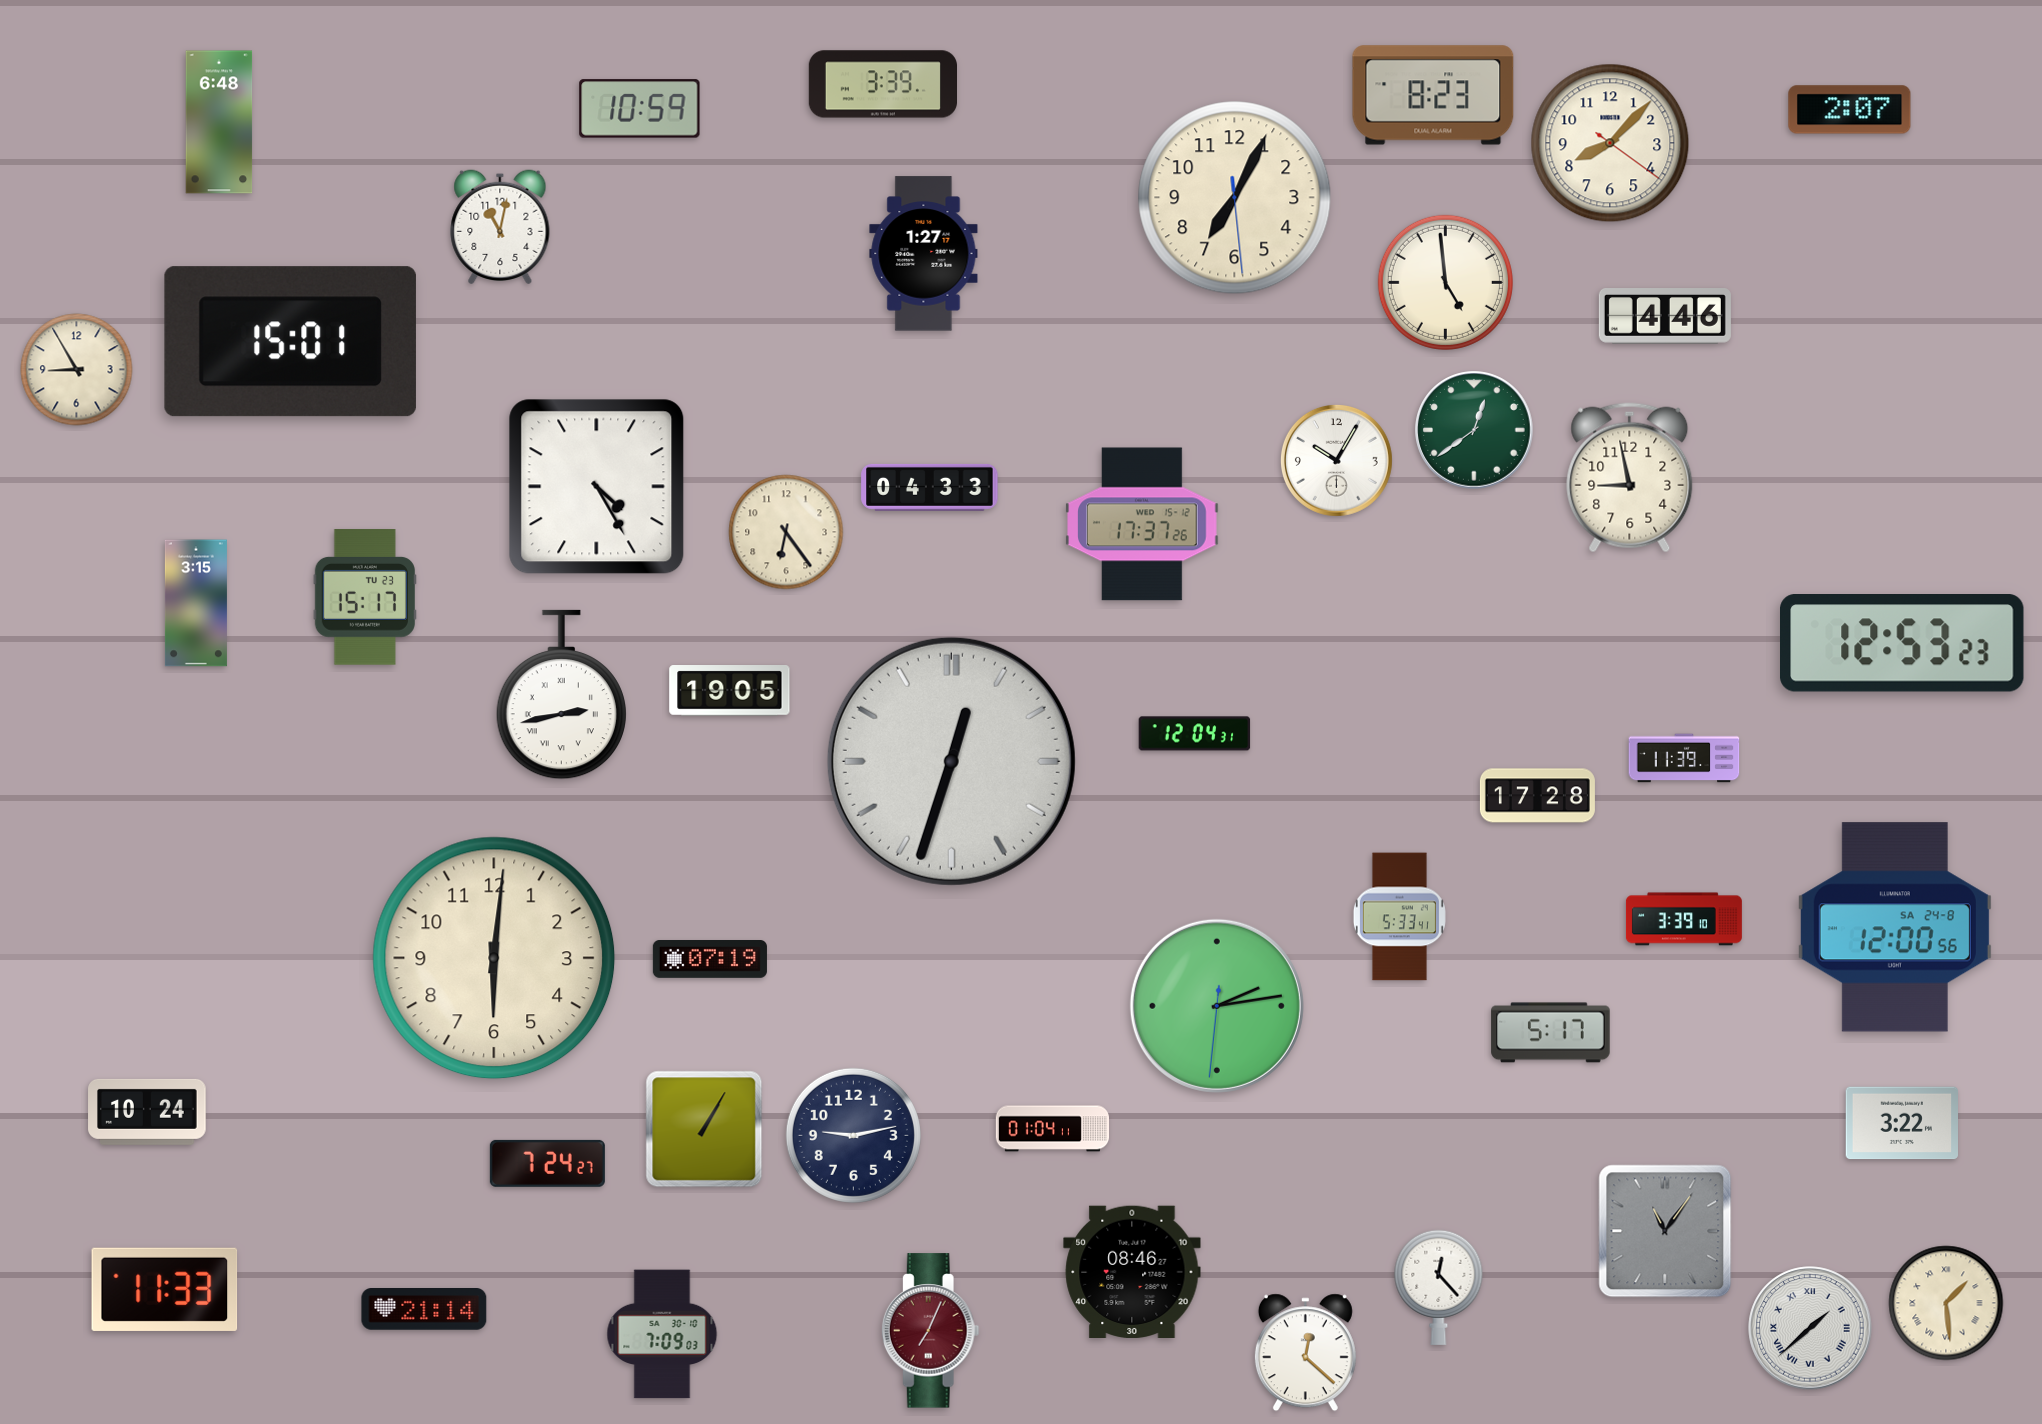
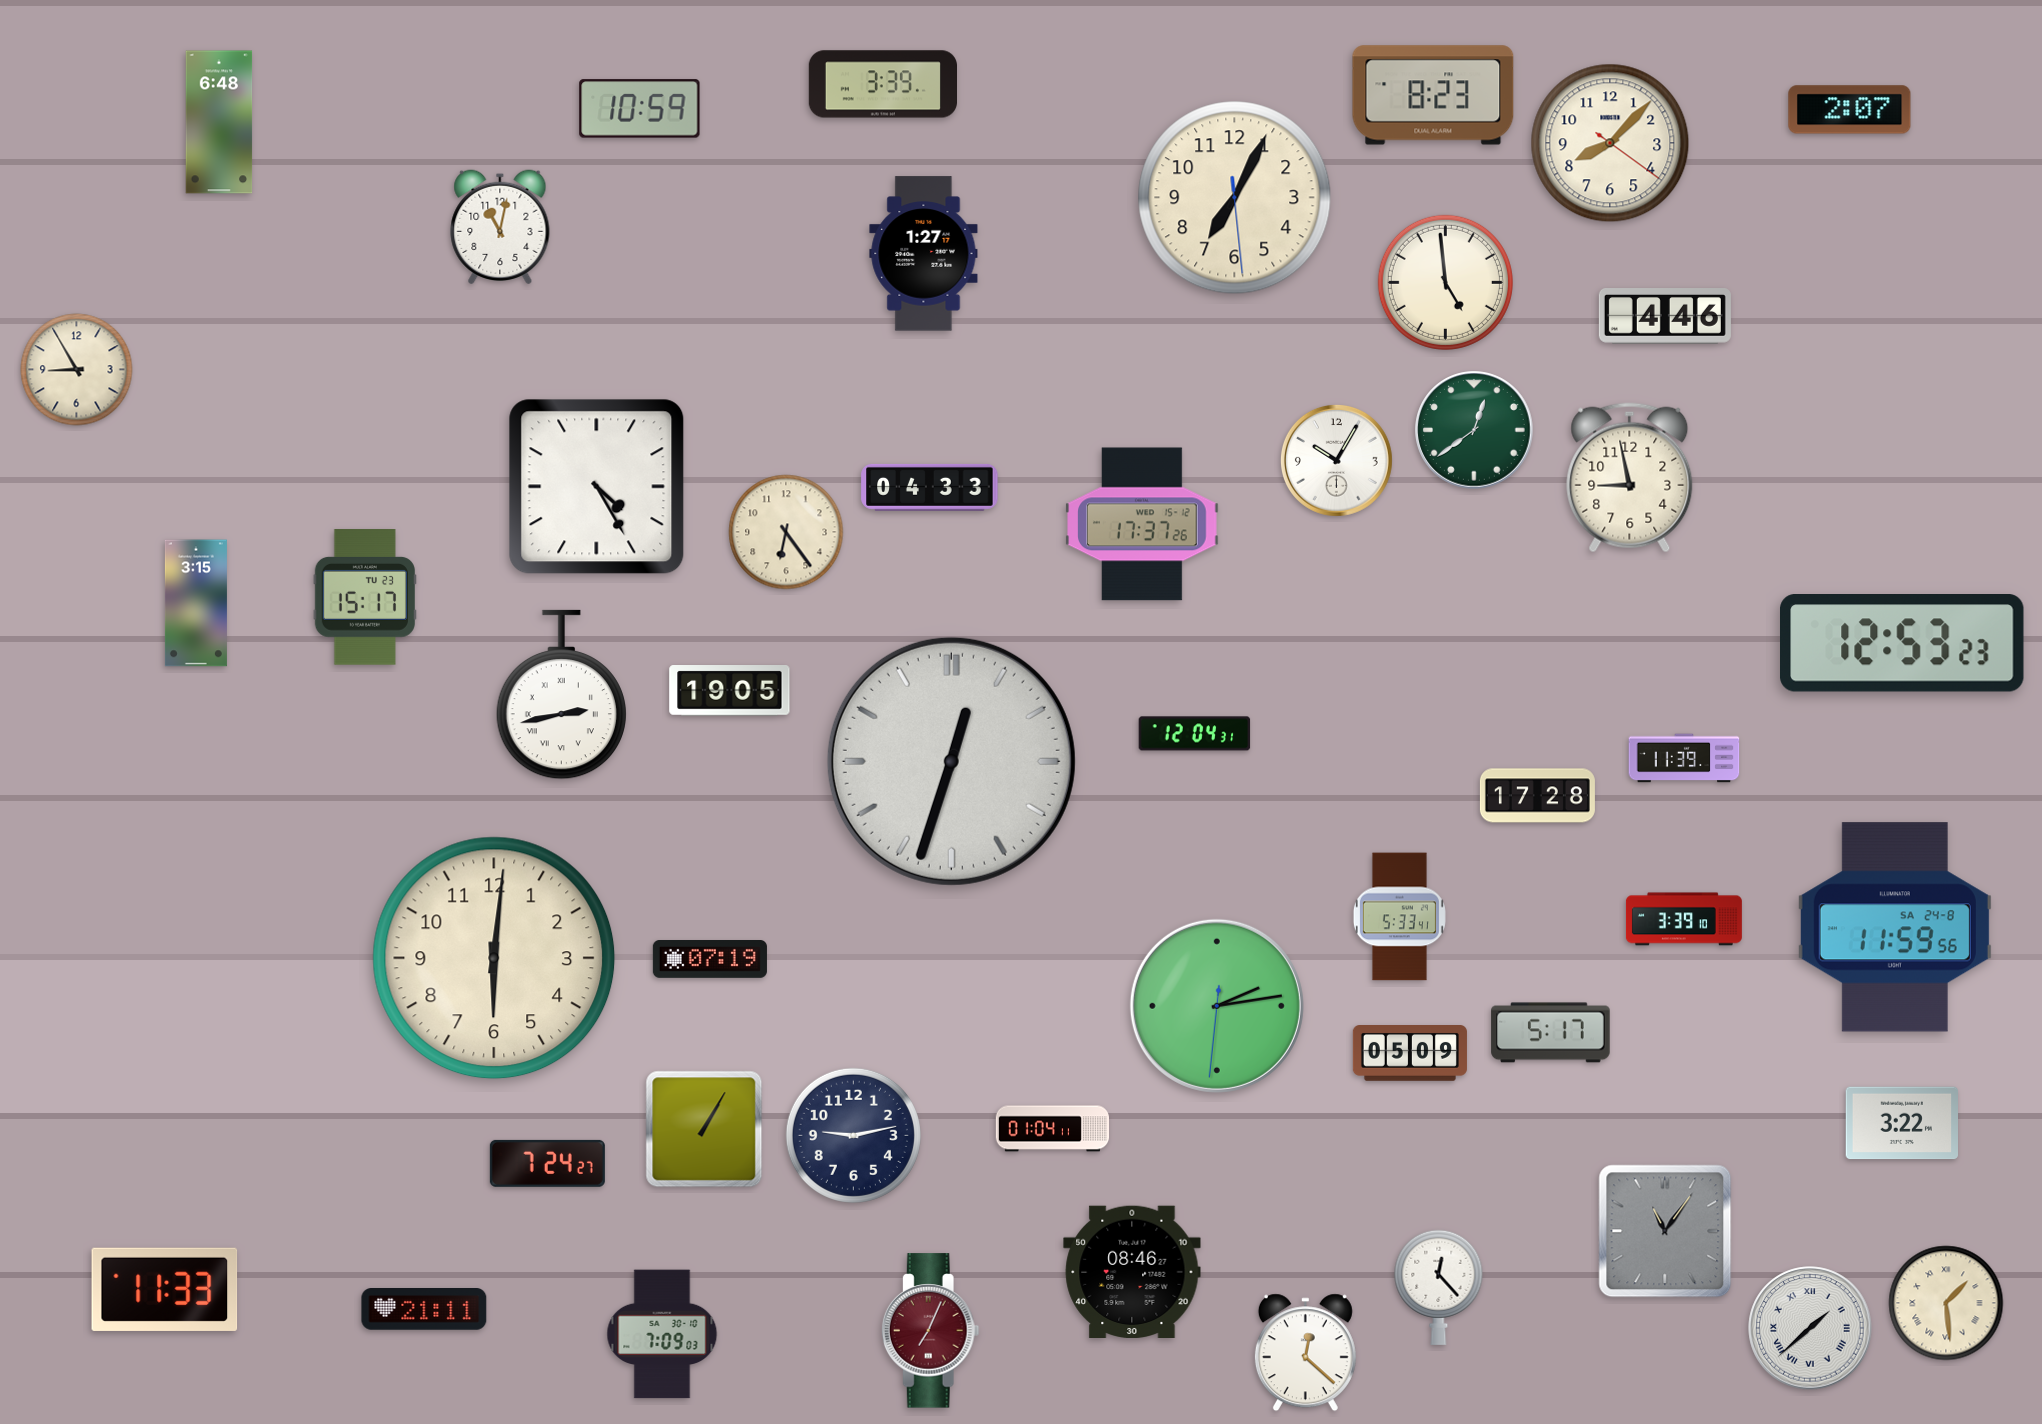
clock at (290, 342): 15:01 -> none
clock at (1895, 927): 12:00 -> 11:59
clock at (1410, 1054): none -> 05:09
clock at (147, 1112): 10:24 -> none
clock at (424, 1310): 21:14 -> 21:11
